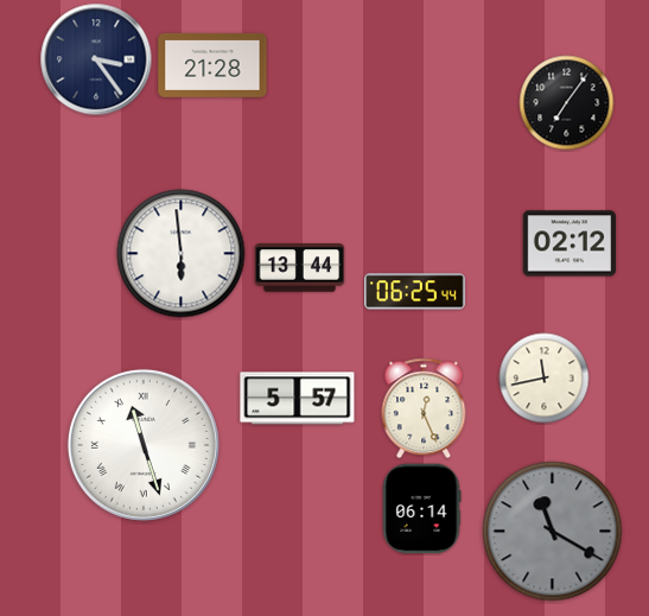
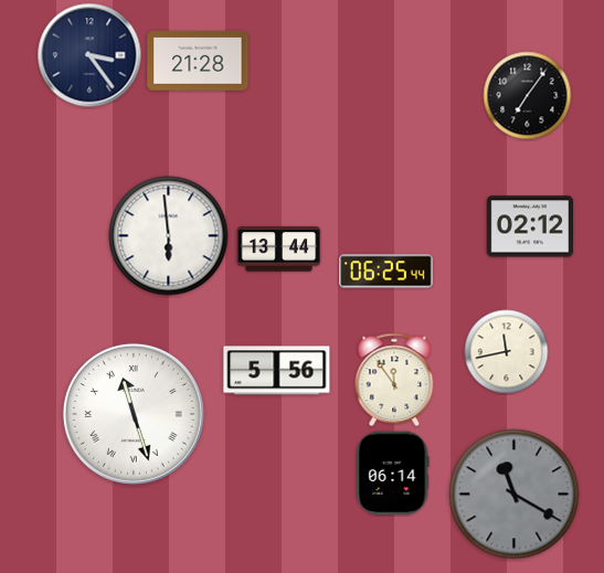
clock at (298, 399): 5:57 -> 5:56
clock at (424, 408): 12:26 -> 11:54
